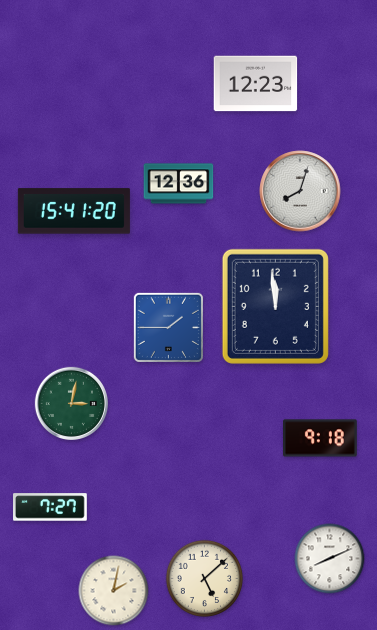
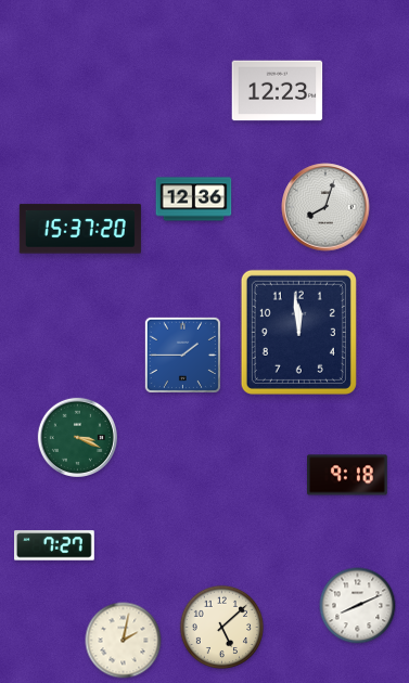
clock at (74, 211): 15:41 -> 15:37
clock at (71, 403): 3:02 -> 3:19
clock at (51, 507) position: (51, 507) -> (55, 545)
